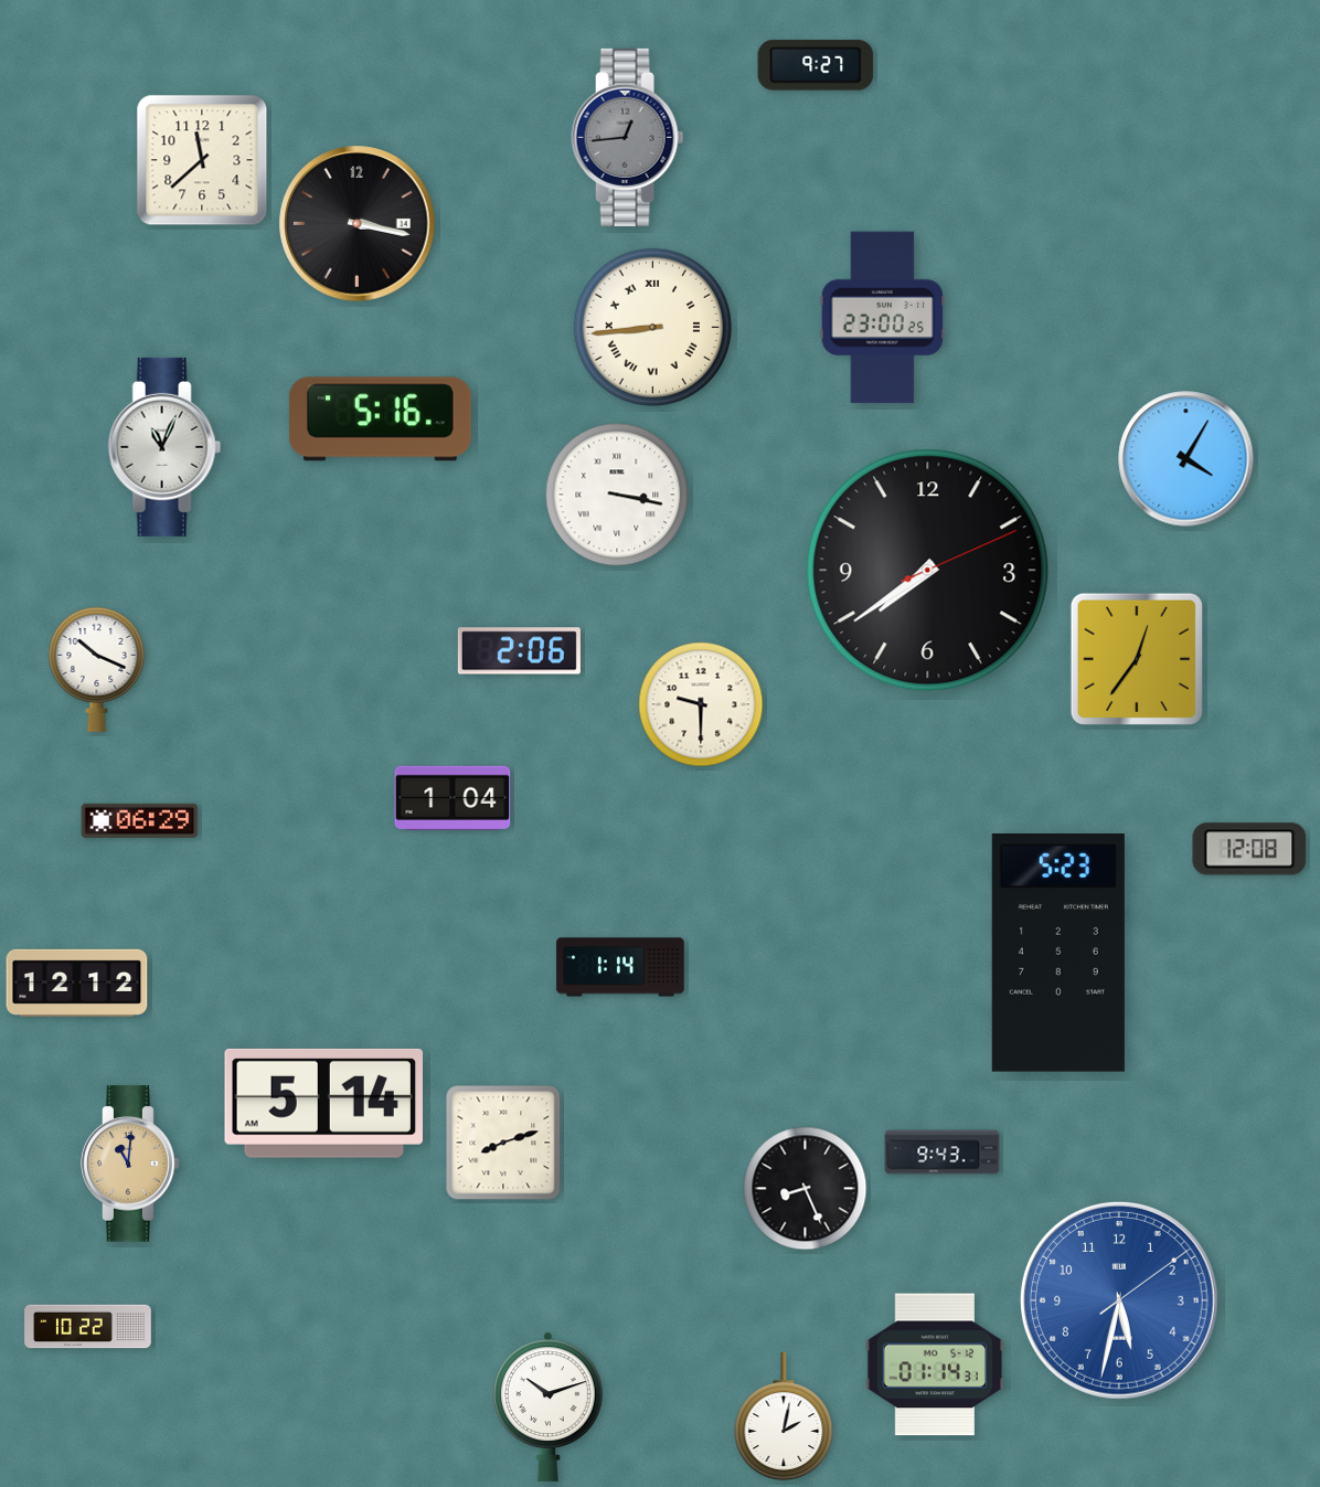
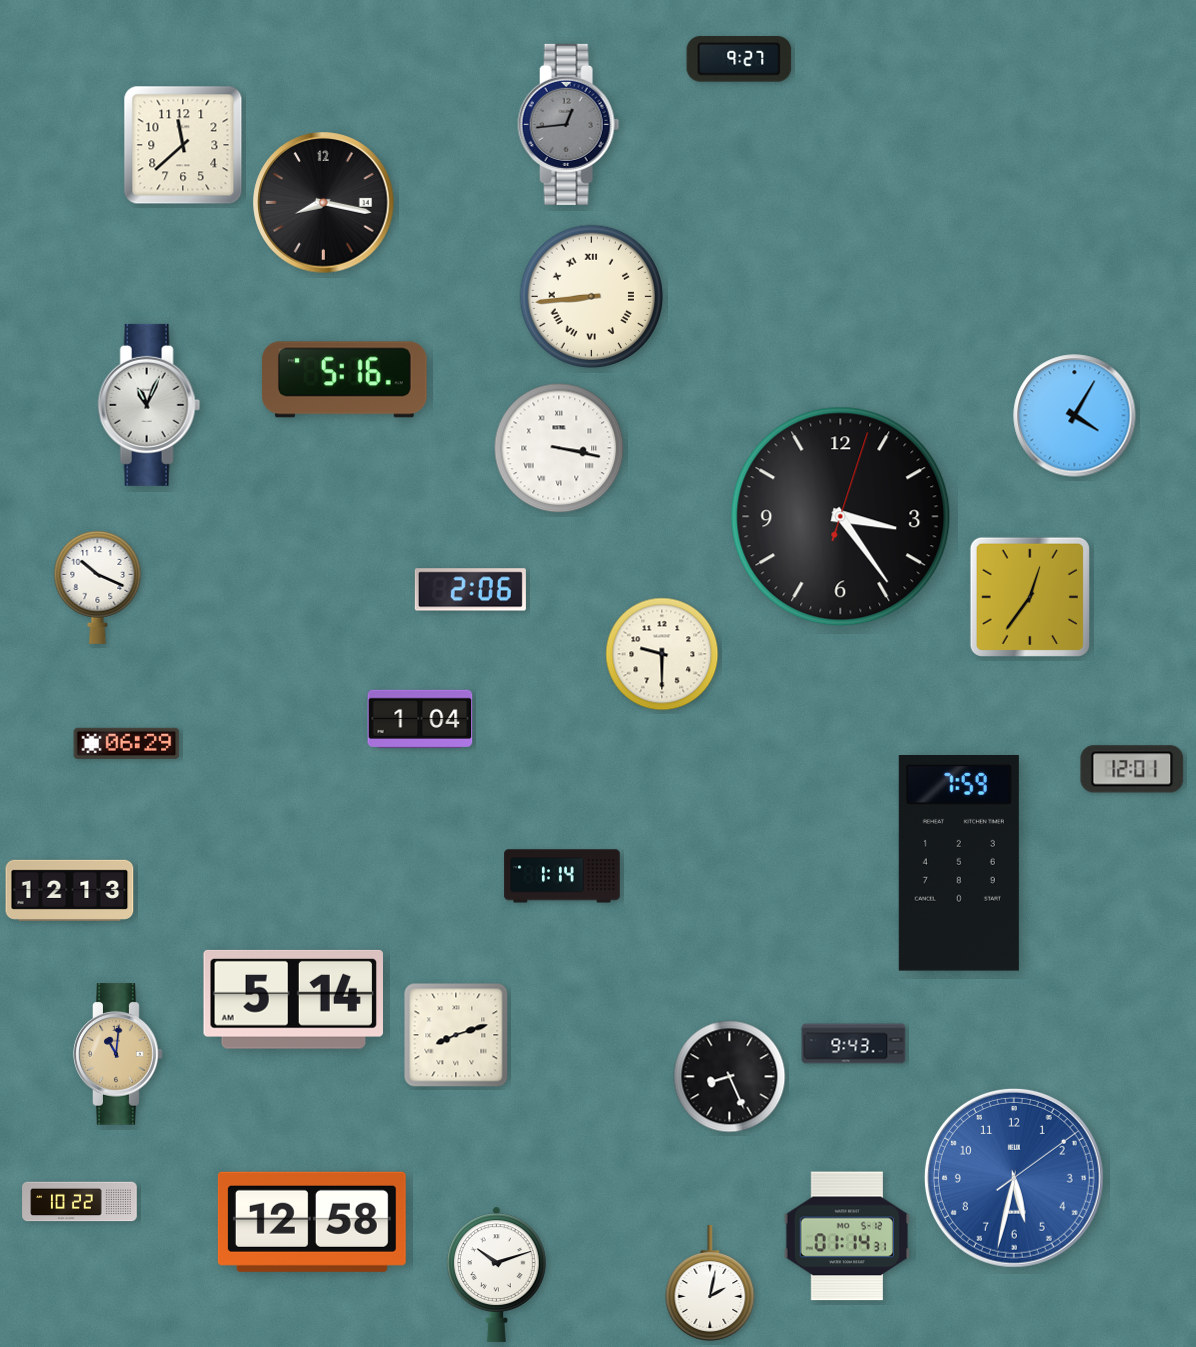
clock at (358, 224): 3:17 -> 8:17
clock at (883, 318): 23:00 -> none
clock at (928, 571): 7:39 -> 3:24
clock at (97, 669) position: (97, 669) -> (98, 587)
clock at (701, 704) position: (701, 704) -> (662, 654)
clock at (453, 798) position: (453, 798) -> (420, 719)
clock at (1249, 849): 12:08 -> 12:01
clock at (1058, 954): 5:23 -> 7:59
clock at (77, 983): 12:12 -> 12:13
clock at (312, 1222): none -> 12:58
